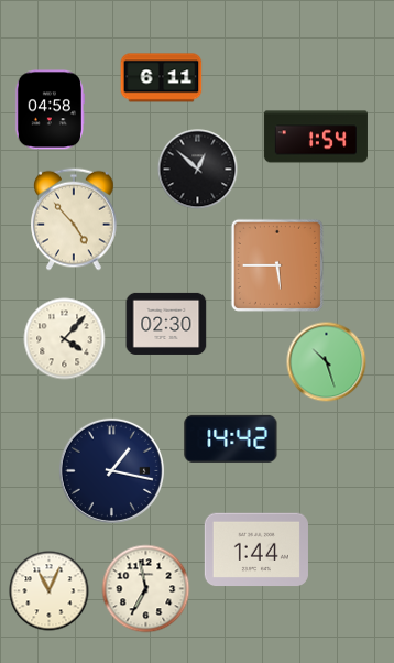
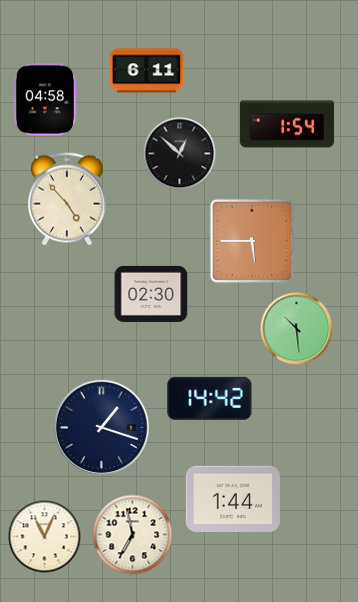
clock at (65, 339): 4:07 -> none
clock at (327, 362): 10:27 -> 10:29
clock at (111, 470): 1:17 -> 1:18
